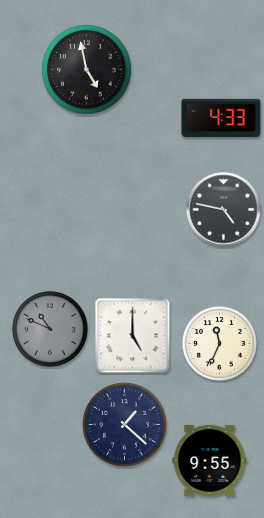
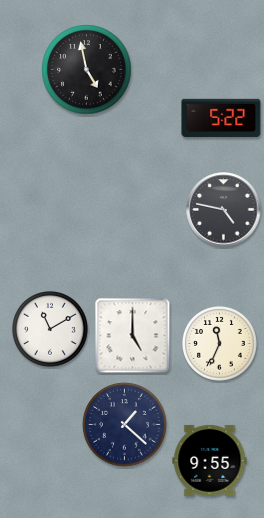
clock at (221, 118): 4:33 -> 5:22
clock at (51, 330): 10:49 -> 11:10
clock at (51, 330) dial: grey -> white
